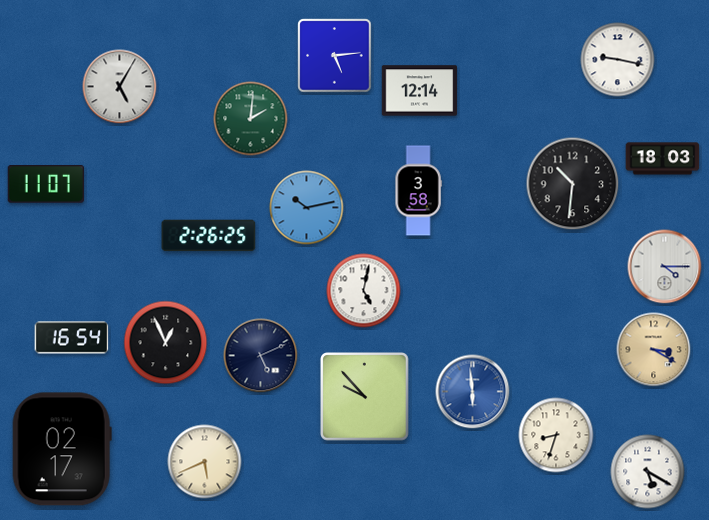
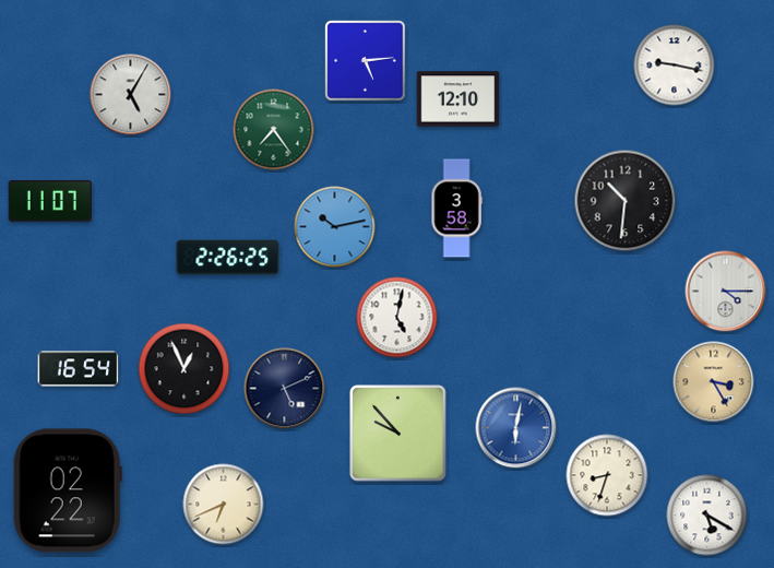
clock at (420, 91): 12:14 -> 12:10
clock at (251, 119): 2:01 -> 7:24
clock at (663, 159): 18:03 -> none
clock at (166, 343) position: (166, 343) -> (184, 369)
clock at (654, 350): 3:20 -> 3:25
clock at (473, 392): 5:59 -> 6:02
clock at (62, 449): 02:17 -> 02:22
clock at (205, 462): 5:41 -> 6:41
